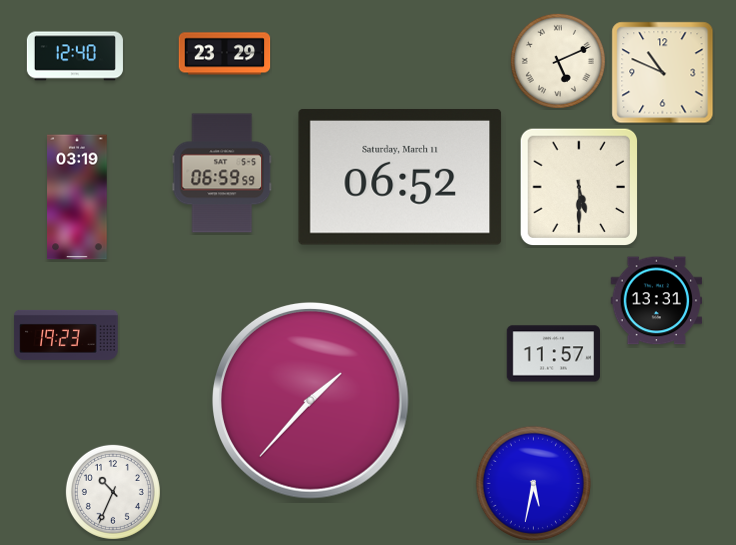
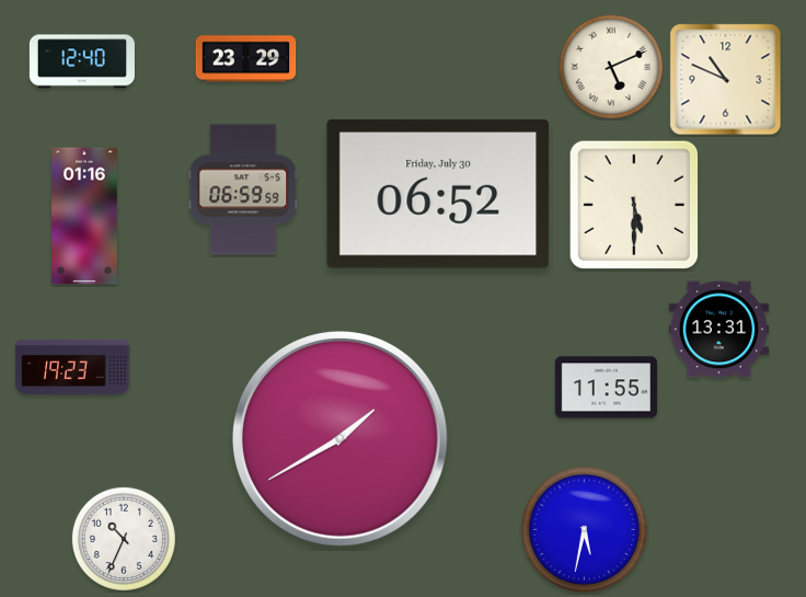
clock at (400, 177) date: Saturday, March 11 -> Friday, July 30
clock at (77, 197): 03:19 -> 01:16
clock at (553, 354): 11:57 -> 11:55
clock at (311, 401): 1:37 -> 1:40
